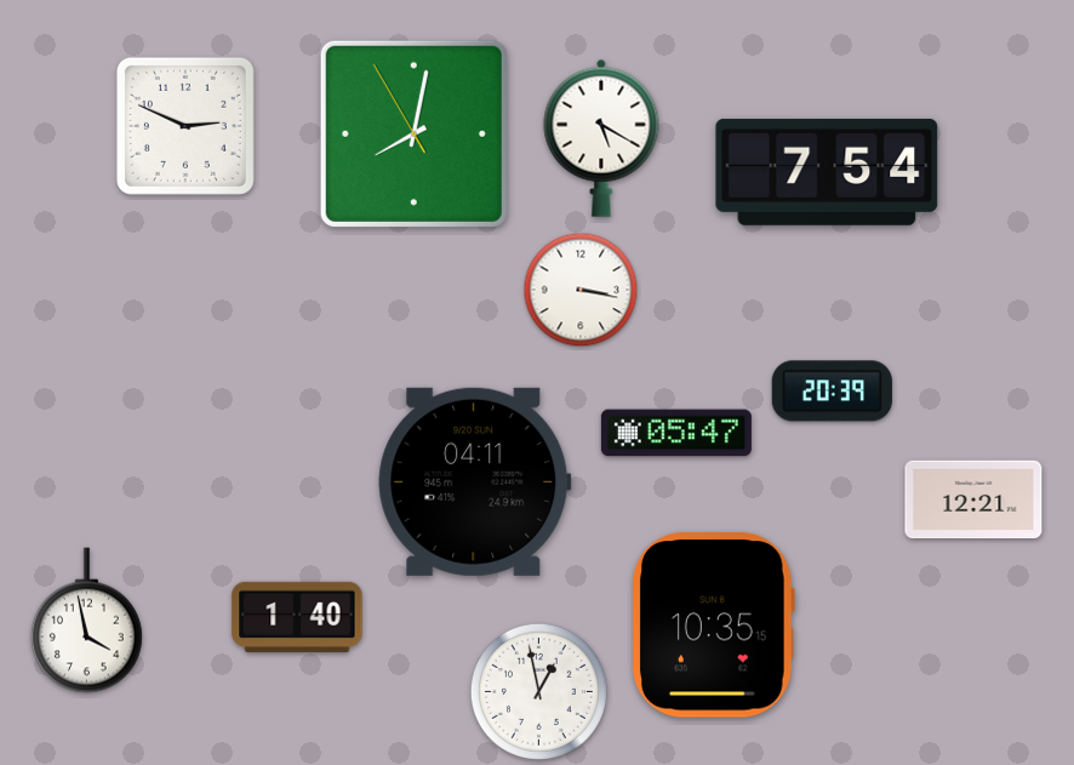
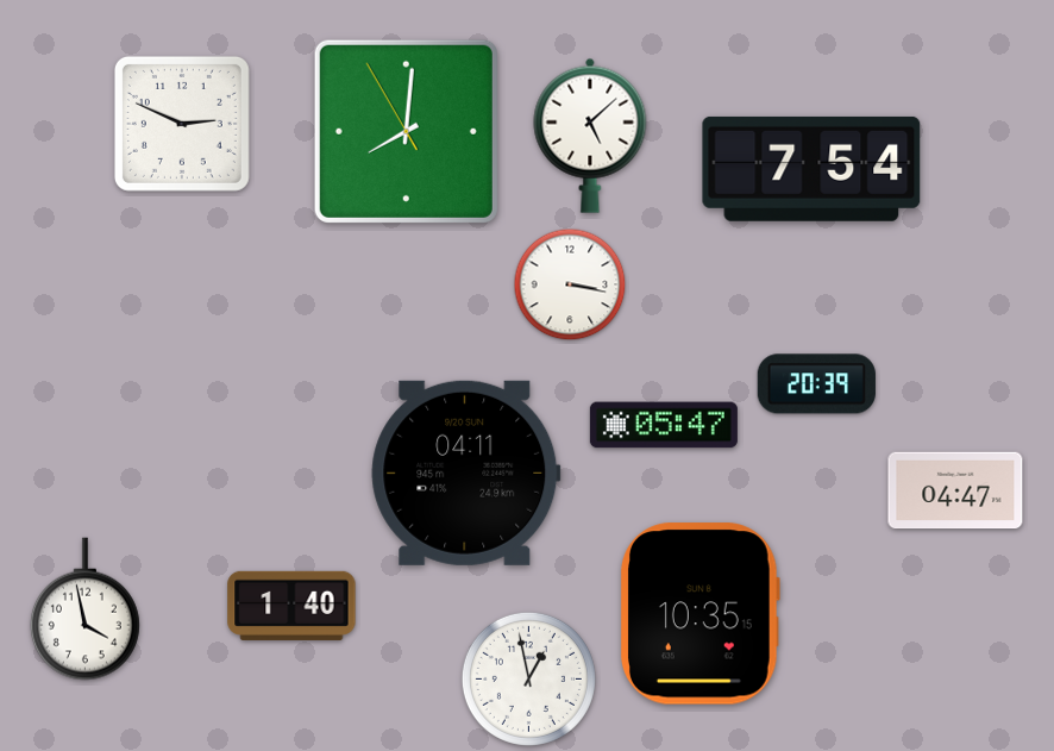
clock at (413, 133): 8:01 -> 8:00
clock at (601, 138): 5:20 -> 5:08
clock at (973, 499): 12:21 -> 04:47
